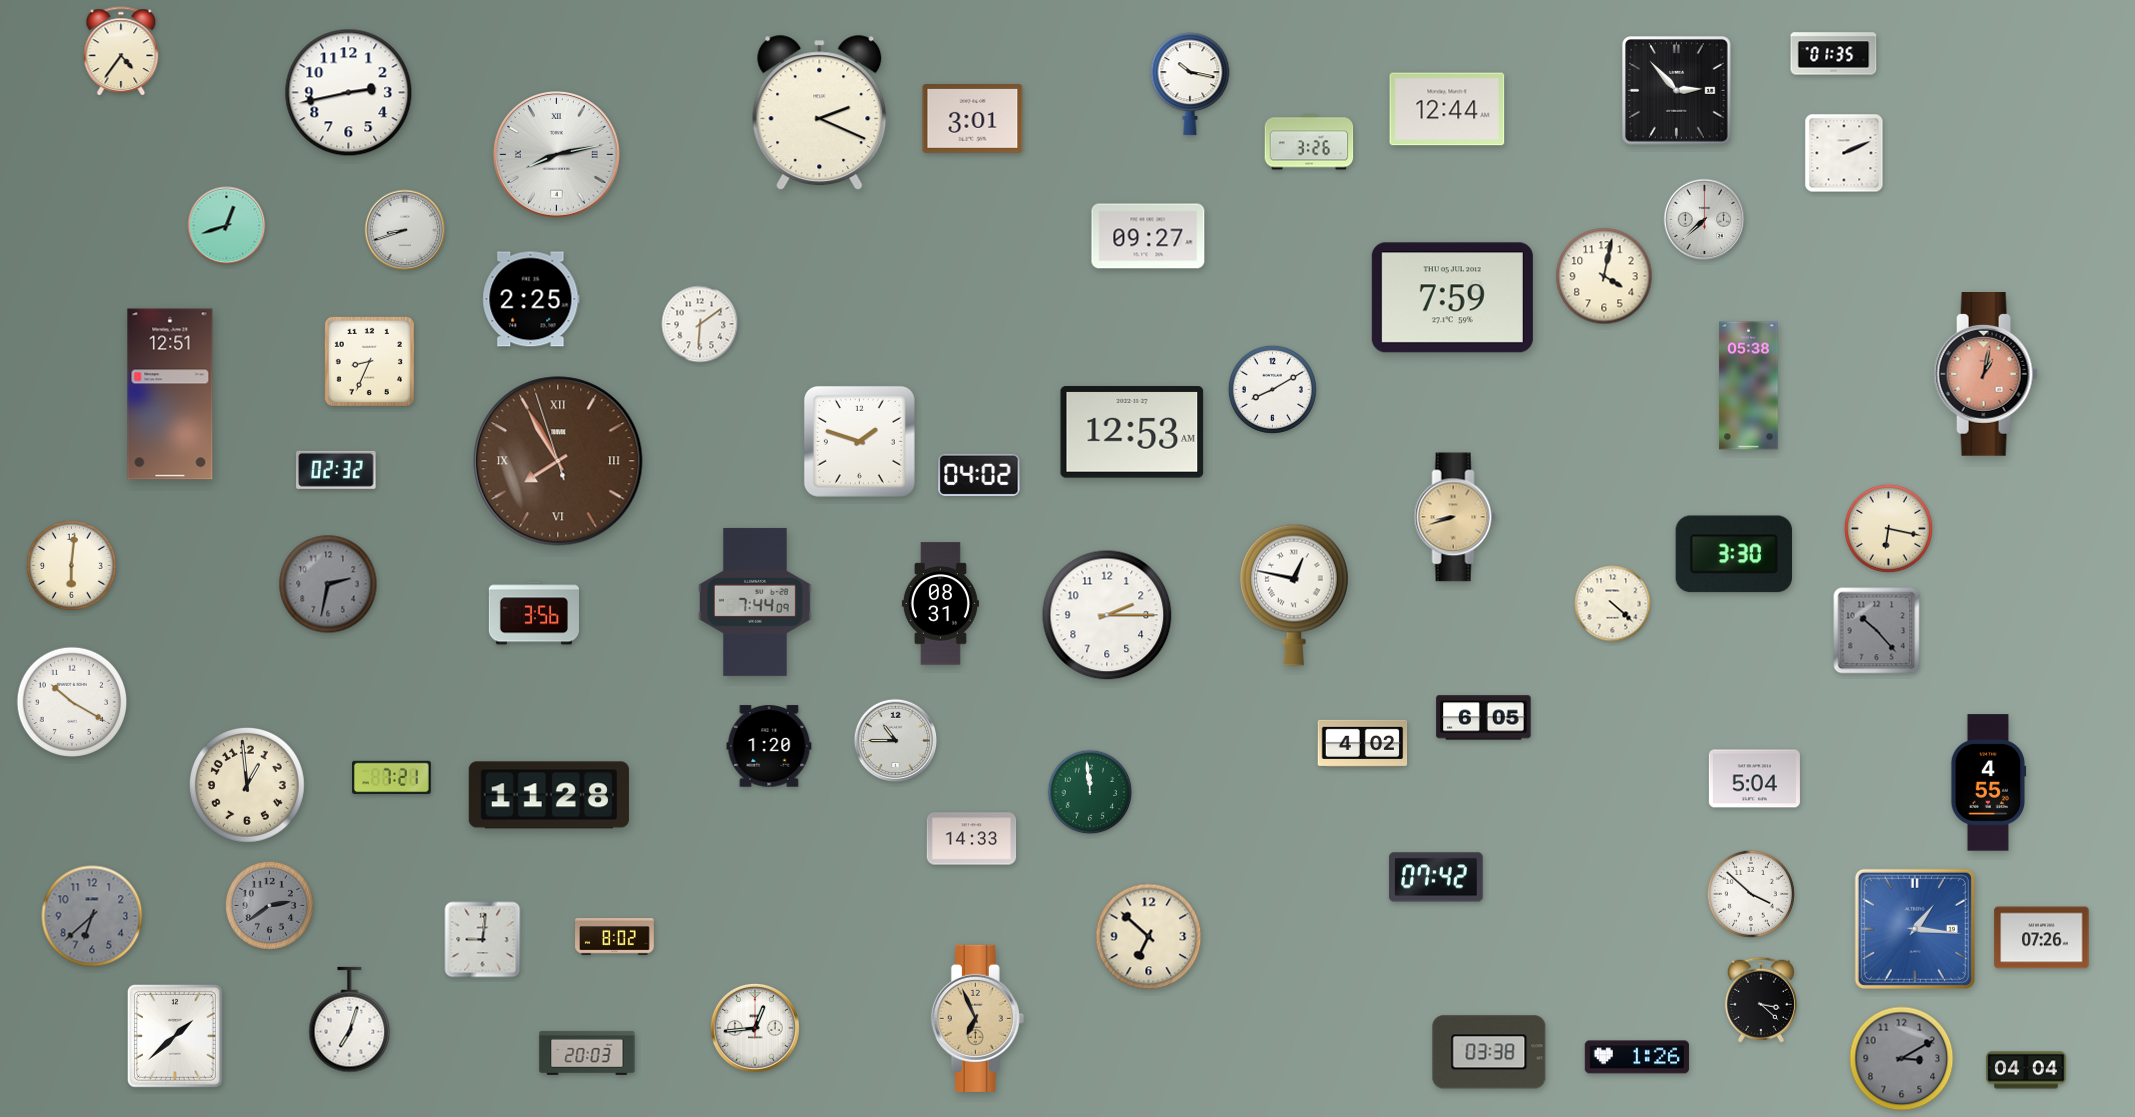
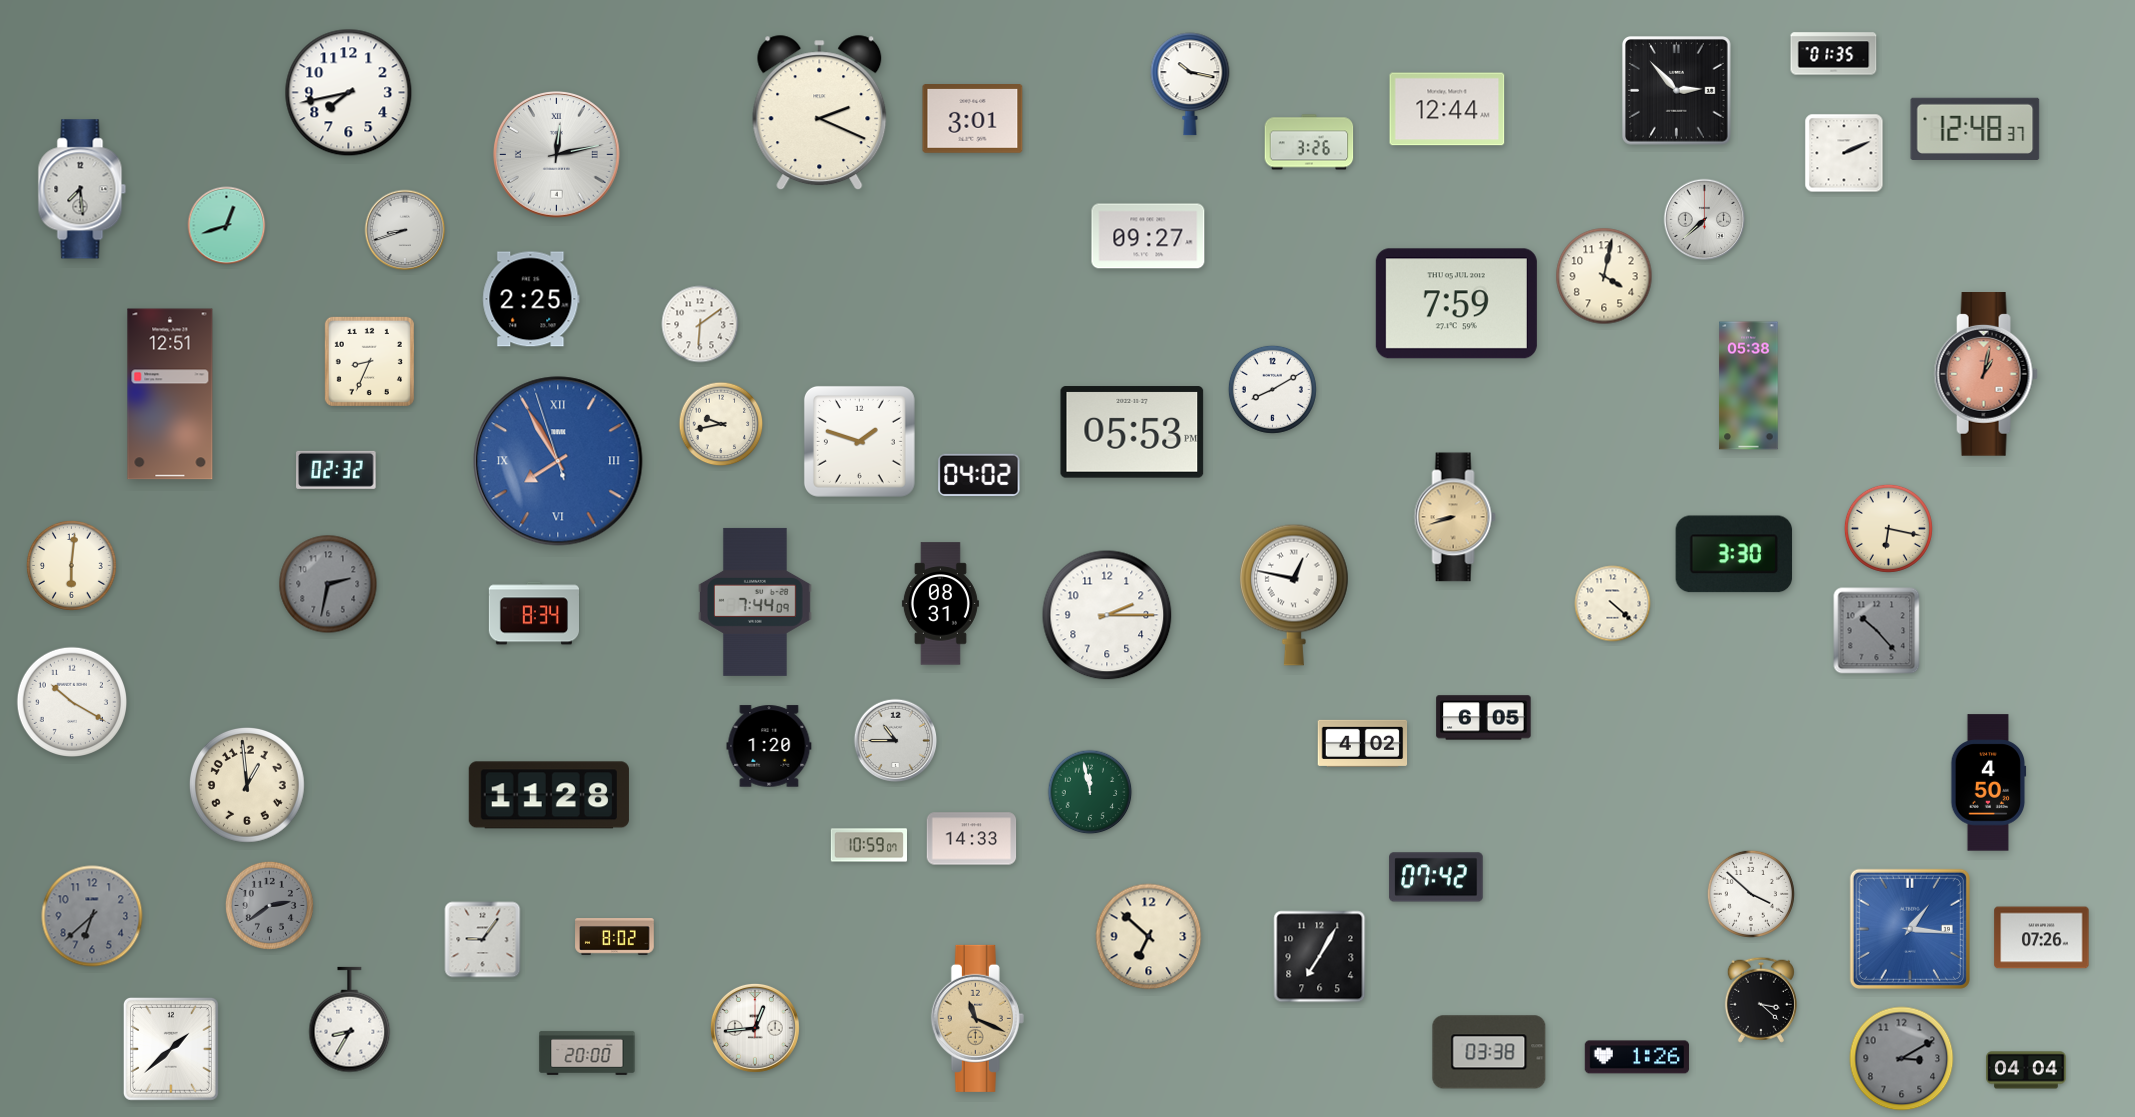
clock at (121, 51): 4:36 -> none
clock at (349, 93): 2:43 -> 7:43
clock at (1975, 129): none -> 12:48
clock at (557, 155): 8:13 -> 12:13
clock at (82, 189): none -> 7:29
clock at (1452, 298) position: (1452, 298) -> (1456, 304)
clock at (721, 424): none -> 9:43
clock at (1132, 432): 12:53 -> 05:53
clock at (558, 461) dial: brown -> blue
clock at (533, 613): 3:56 -> 8:34
clock at (392, 778): 7:21 -> none
clock at (1754, 779): 5:04 -> none
clock at (1989, 783): 4:55 -> 4:50
clock at (1090, 792): 11:59 -> 11:58
clock at (868, 845): none -> 10:59
clock at (1915, 929) position: (1915, 929) -> (1910, 929)
clock at (483, 940): 9:01 -> 9:06
clock at (1320, 957): none -> 7:05
clock at (977, 1018): 6:56 -> 11:19
clock at (350, 1020): 7:03 -> 8:35
clock at (175, 1036) position: (175, 1036) -> (171, 1049)
clock at (587, 1053): 20:03 -> 20:00
